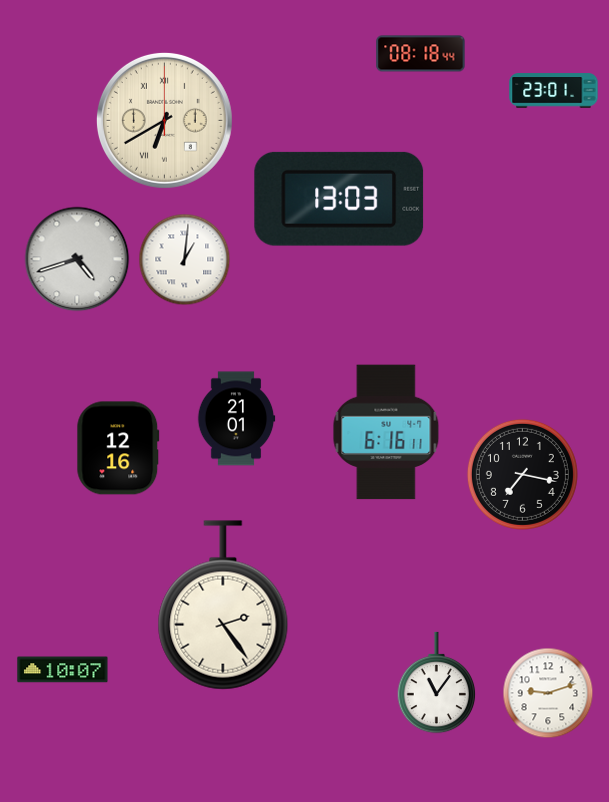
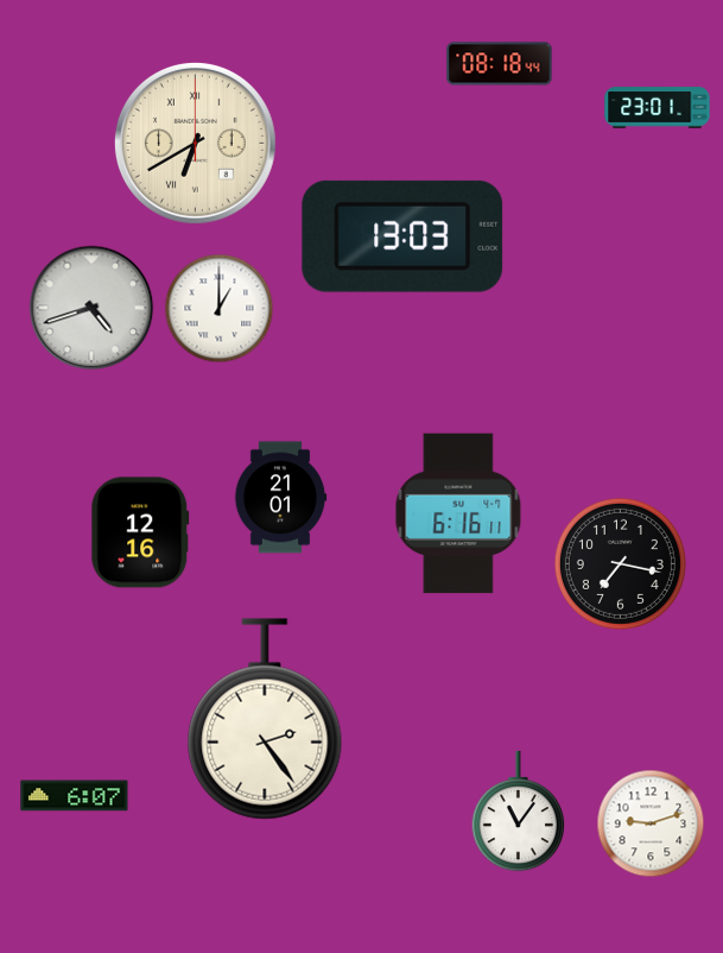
clock at (185, 260): 1:01 -> 1:00
clock at (63, 670): 10:07 -> 6:07
